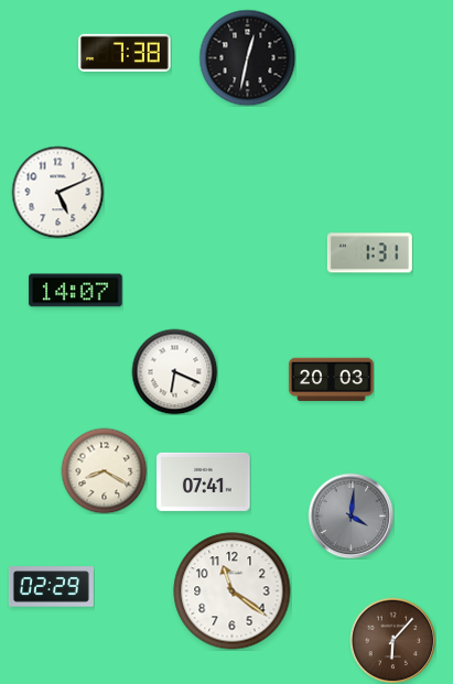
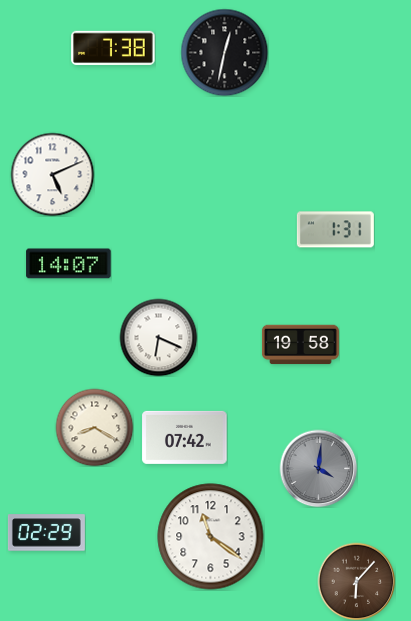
clock at (331, 380): 20:03 -> 19:58
clock at (204, 481): 07:41 -> 07:42
